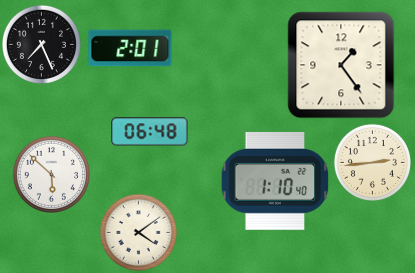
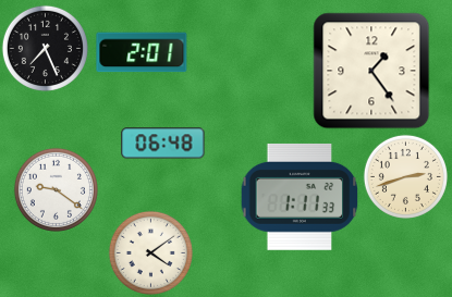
clock at (372, 162): 2:44 -> 2:42
clock at (51, 174): 5:52 -> 9:21
clock at (275, 181): 1:10 -> 1:11
